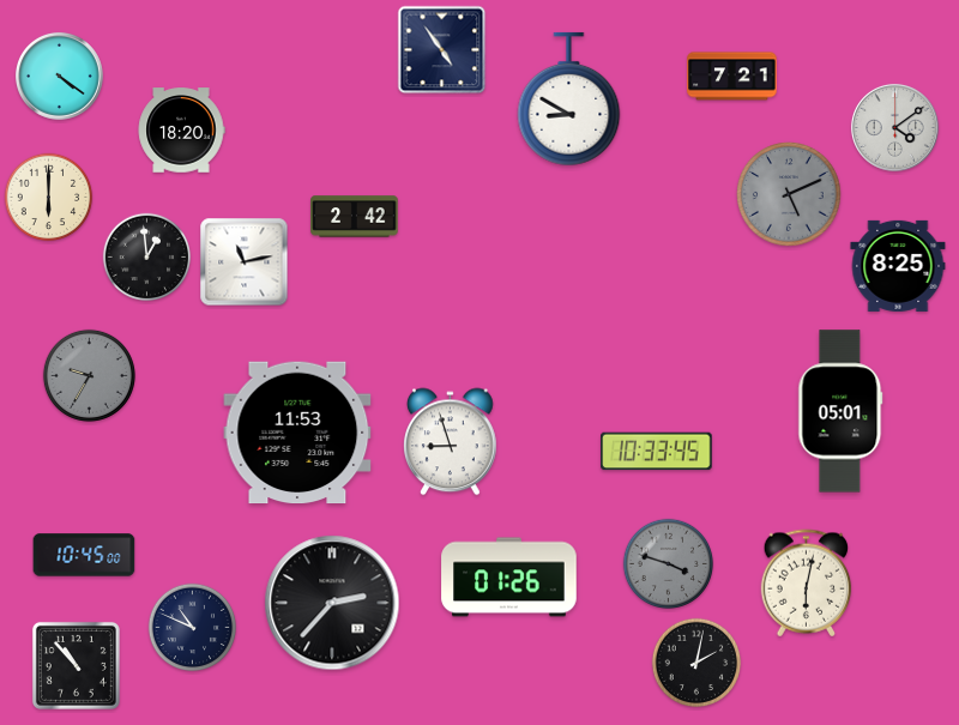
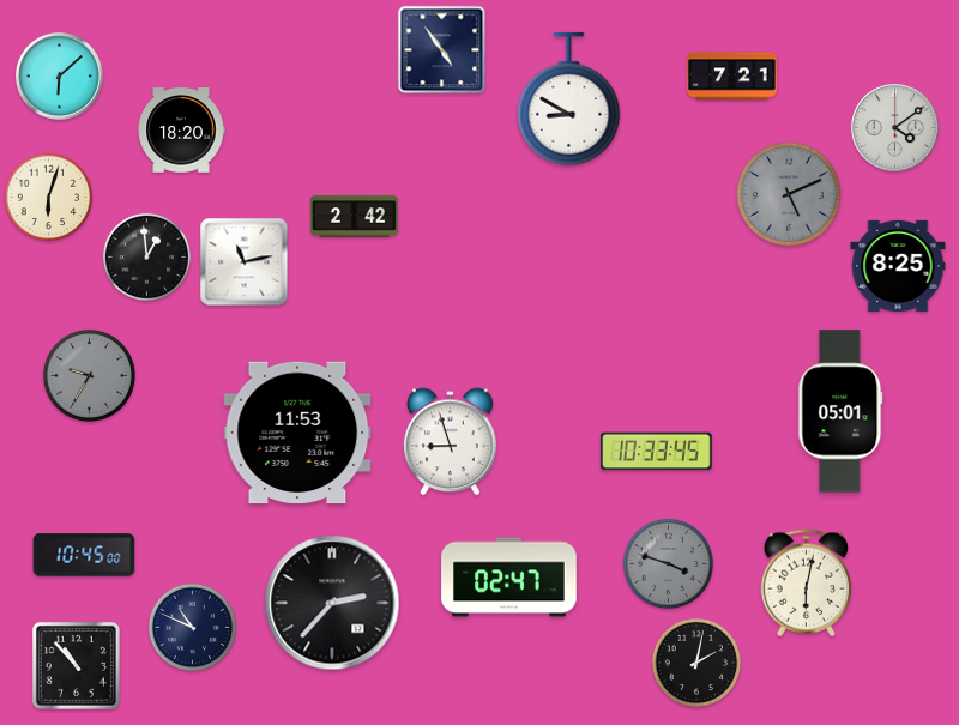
clock at (60, 77): 4:21 -> 6:08
clock at (49, 198): 6:00 -> 6:03
clock at (509, 578): 01:26 -> 02:47
